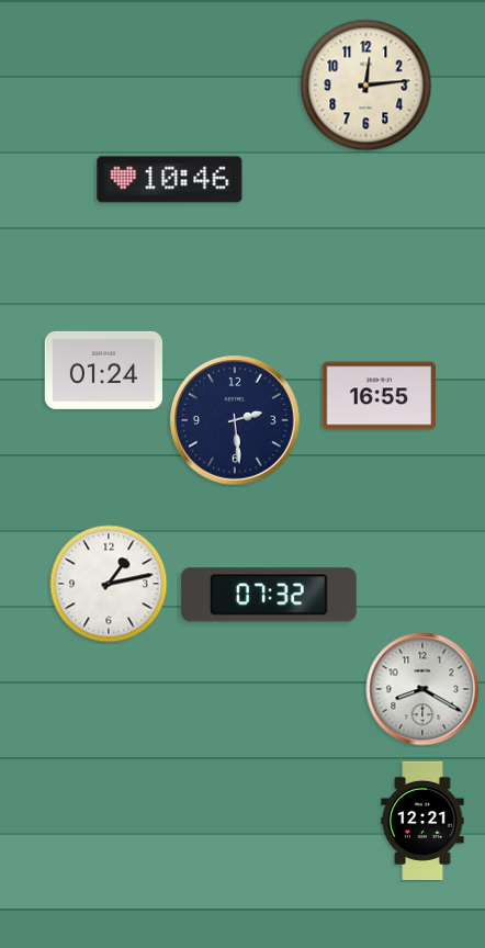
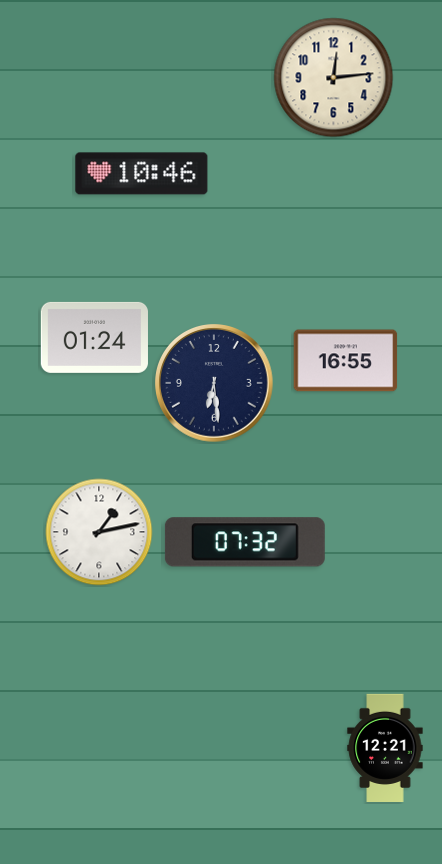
clock at (170, 180) position: (170, 180) -> (142, 174)
clock at (235, 420): 2:29 -> 6:29
clock at (422, 689): 8:20 -> none
